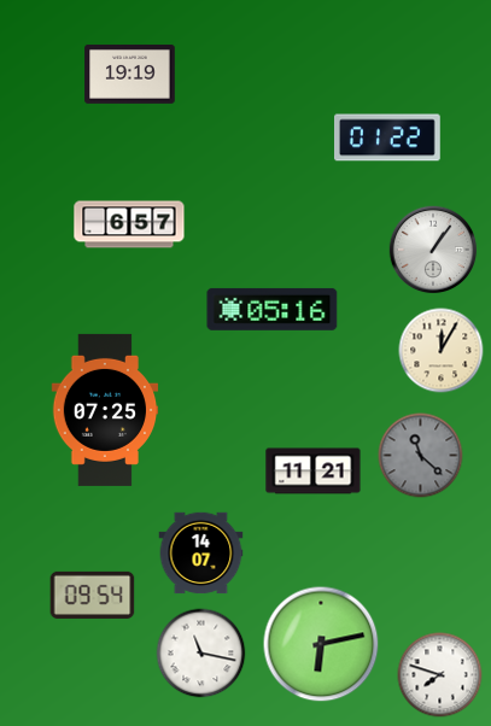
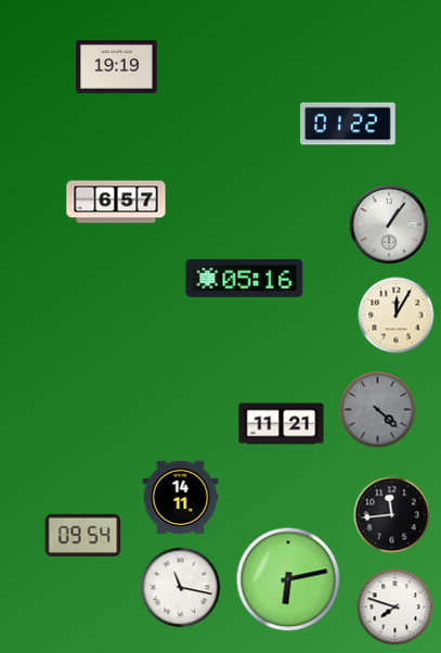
clock at (105, 410): 07:25 -> none
clock at (421, 456): 11:22 -> 4:22
clock at (201, 554): 14:07 -> 14:11
clock at (392, 515): none -> 11:44
